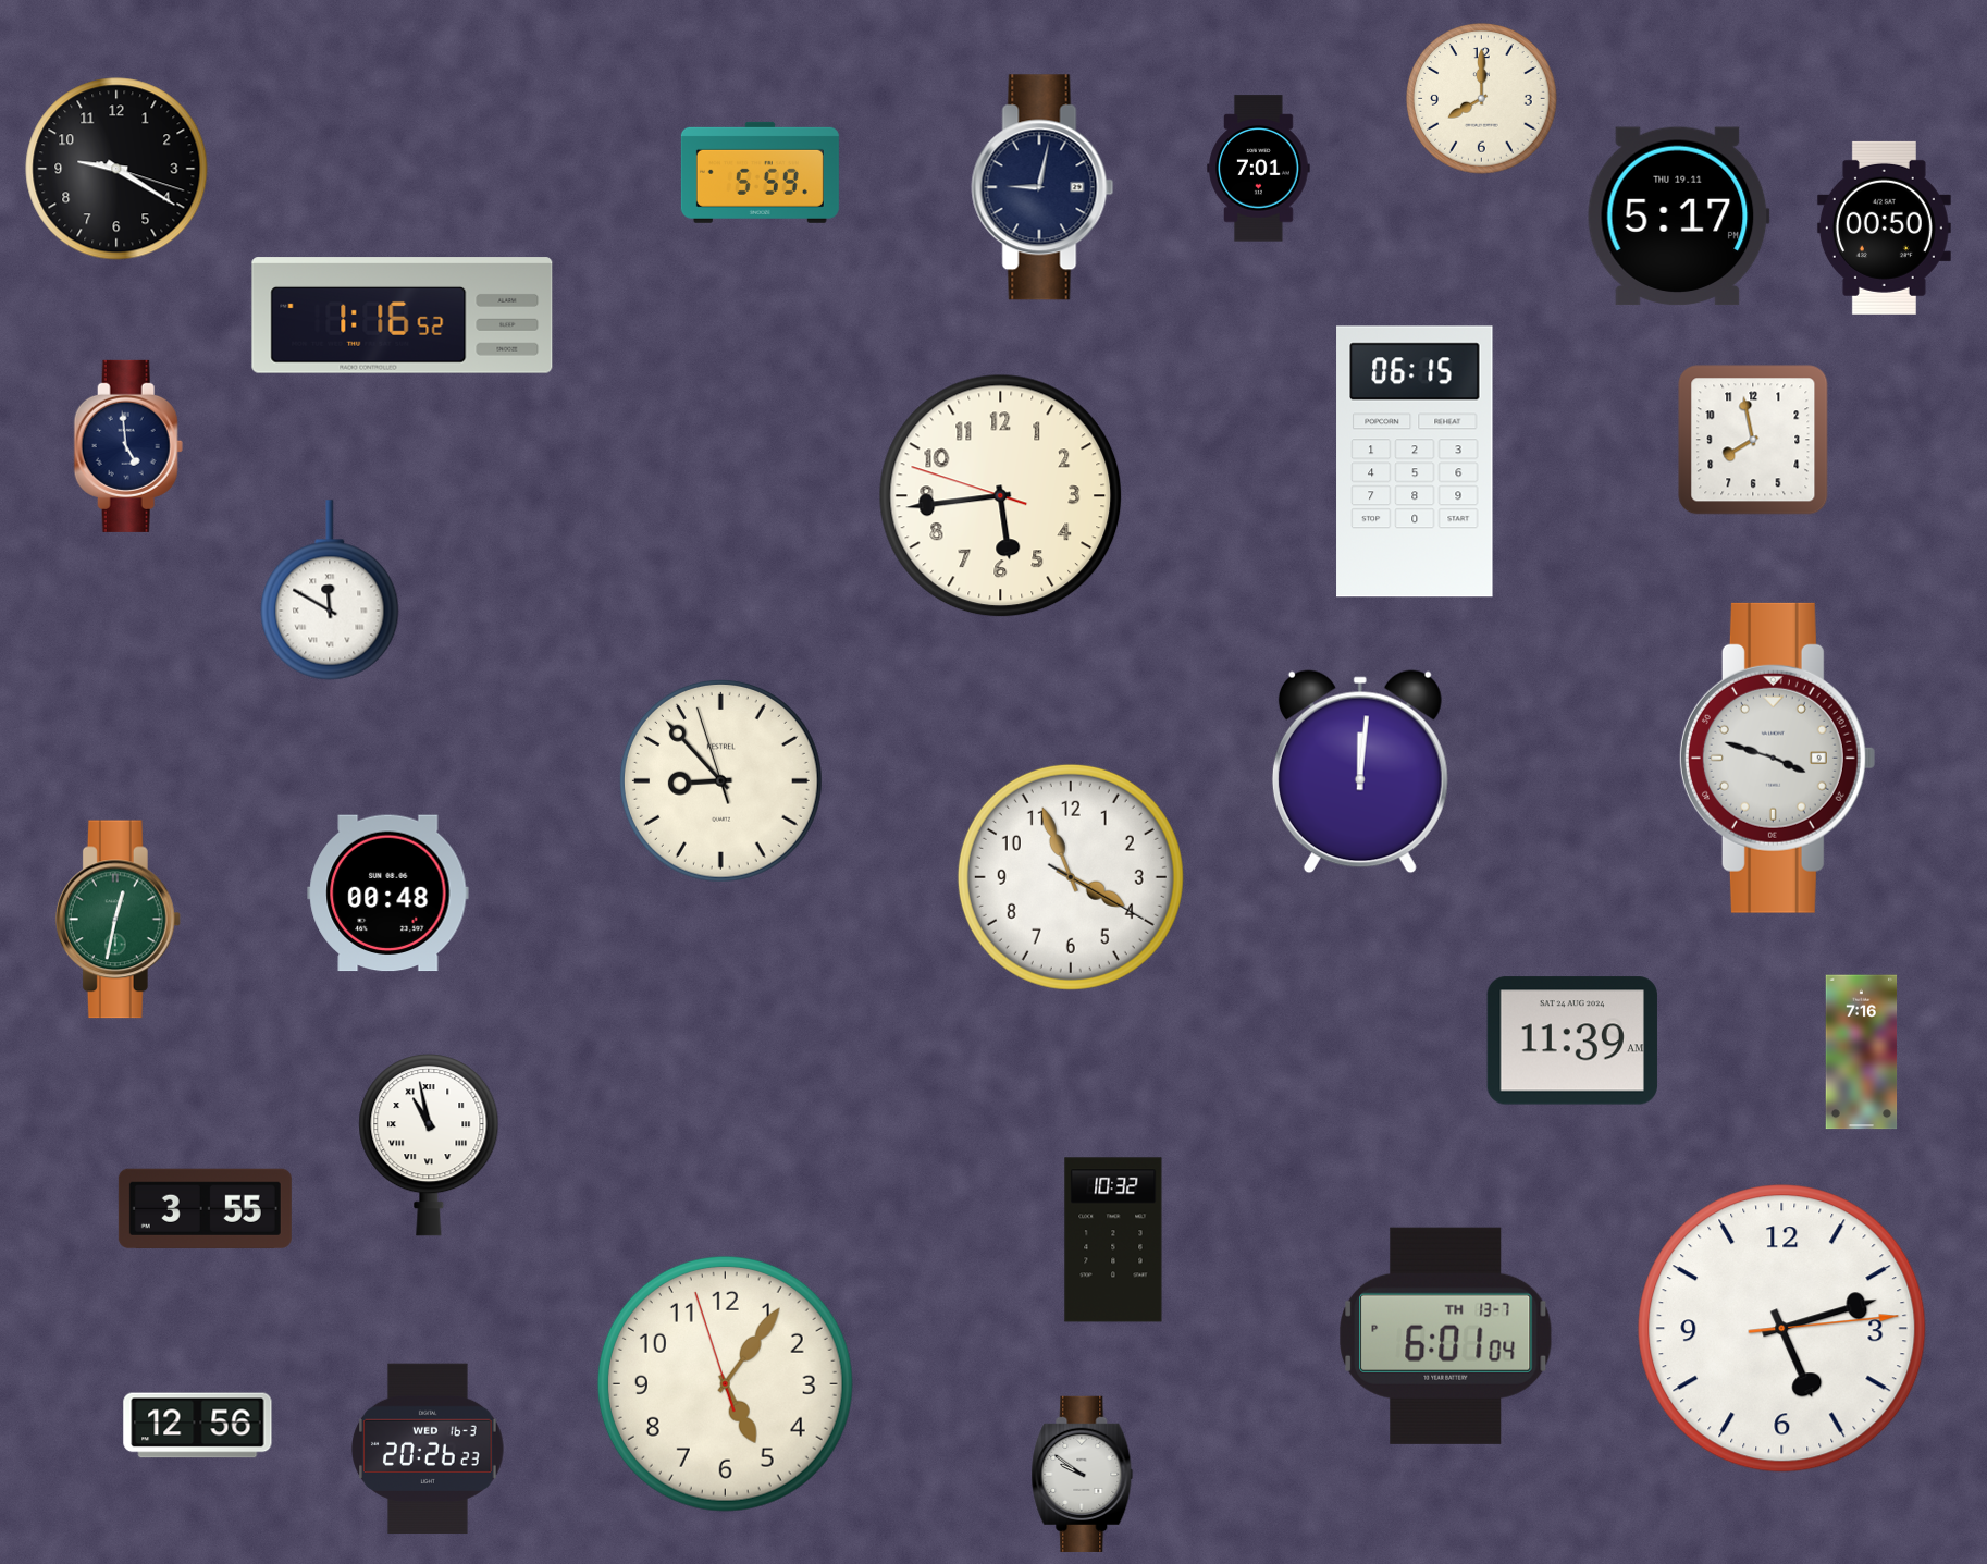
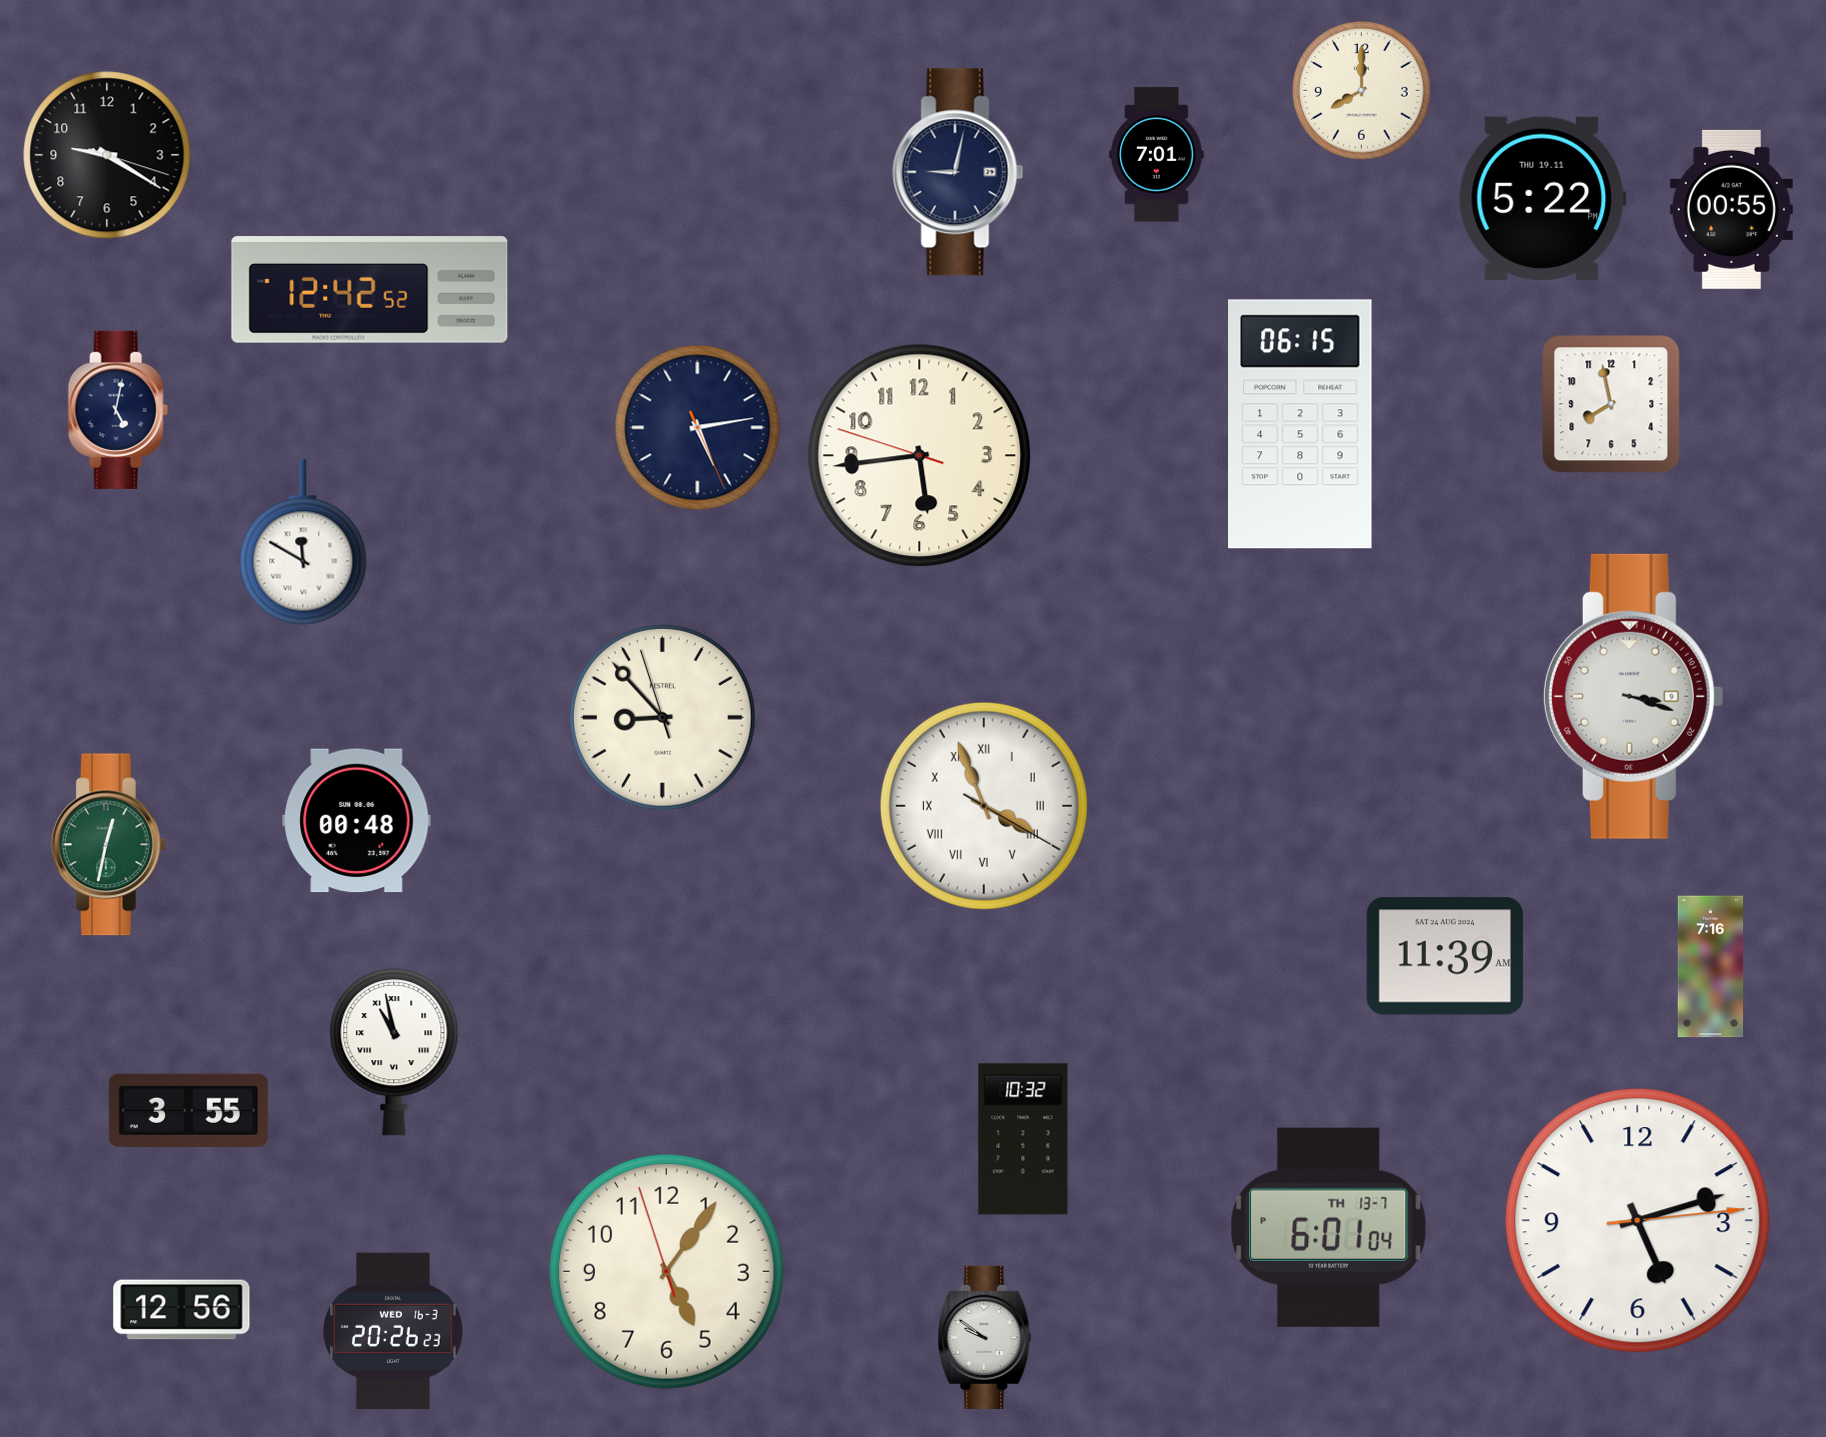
clock at (760, 172): 5:59 -> none
clock at (1678, 217): 5:17 -> 5:22
clock at (1884, 227): 00:50 -> 00:55
clock at (403, 316): 1:16 -> 12:42
clock at (128, 446): 4:59 -> 5:02
clock at (698, 428): none -> 5:13
clock at (1777, 758): 3:48 -> 3:18
clock at (1360, 772): 12:01 -> none
clock at (1071, 877) numerals: Arabic -> Roman
clock at (1083, 1474) position: (1083, 1474) -> (985, 1337)
